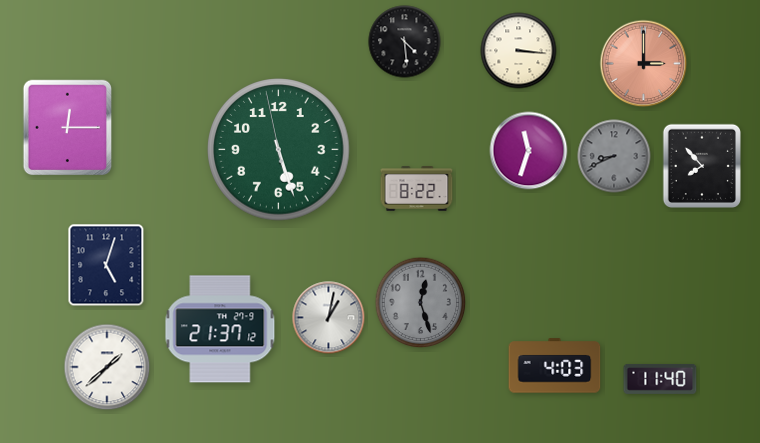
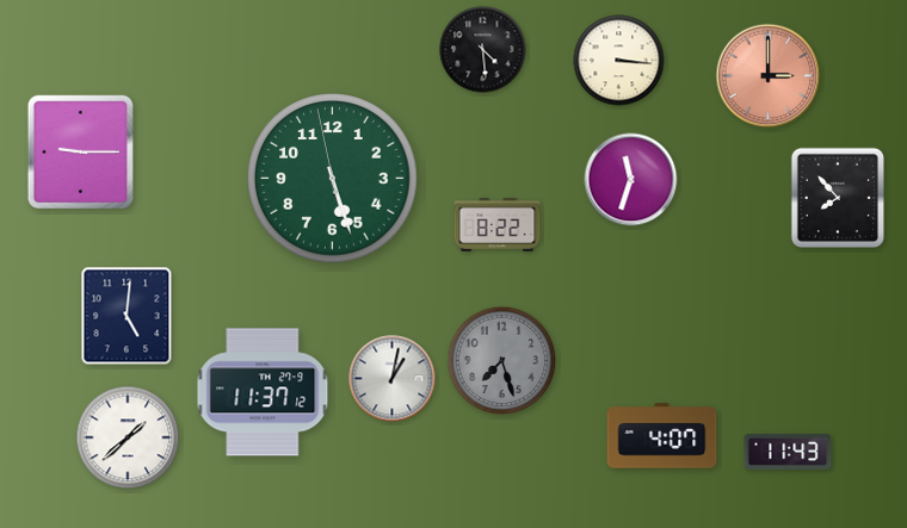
clock at (68, 128): 12:15 -> 9:15
clock at (614, 156): 8:41 -> none
clock at (106, 265): 5:03 -> 5:01
clock at (421, 303): 12:27 -> 7:27
clock at (220, 329): 21:37 -> 11:37
clock at (555, 366): 4:03 -> 4:07
clock at (660, 379): 11:40 -> 11:43
